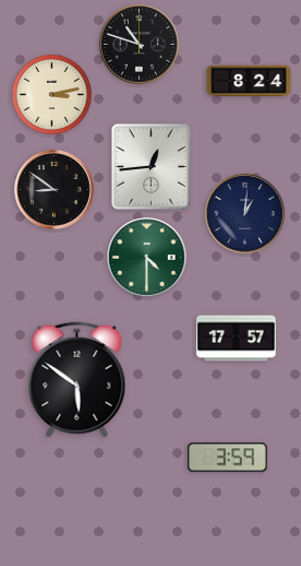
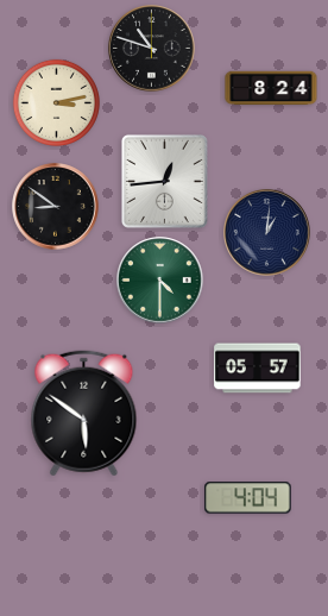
clock at (55, 190) position: (55, 190) -> (56, 207)
clock at (237, 339): 17:57 -> 05:57
clock at (228, 458): 3:59 -> 4:04
